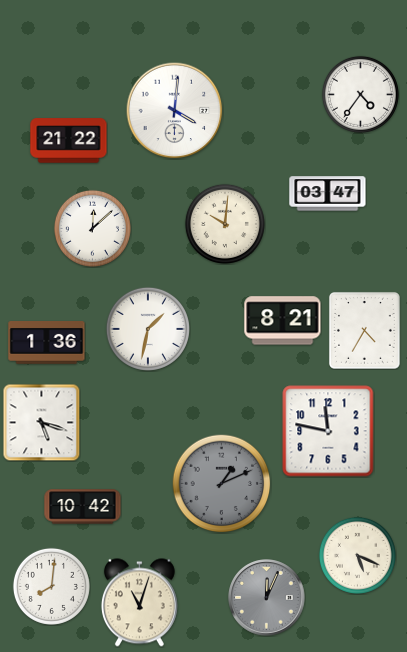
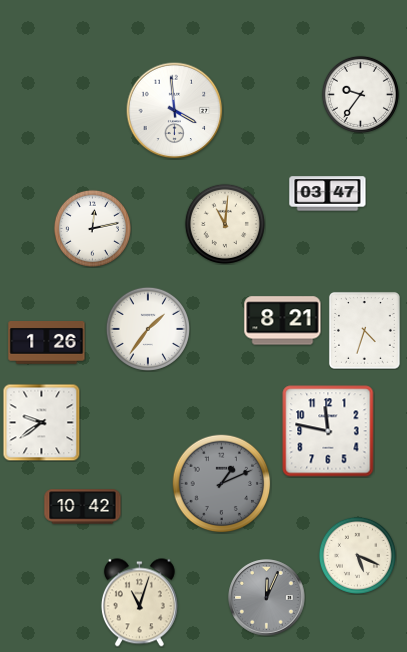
clock at (360, 94): 4:36 -> 9:36
clock at (175, 111): 4:01 -> 3:59
clock at (69, 141): 21:22 -> none
clock at (225, 224): 10:01 -> 11:01
clock at (92, 228): 12:08 -> 12:13
clock at (148, 329): 1:32 -> 1:36
clock at (364, 331): 4:35 -> 4:33
clock at (47, 343): 1:36 -> 1:26
clock at (41, 422): 5:18 -> 9:39
clock at (51, 586): 8:01 -> none
